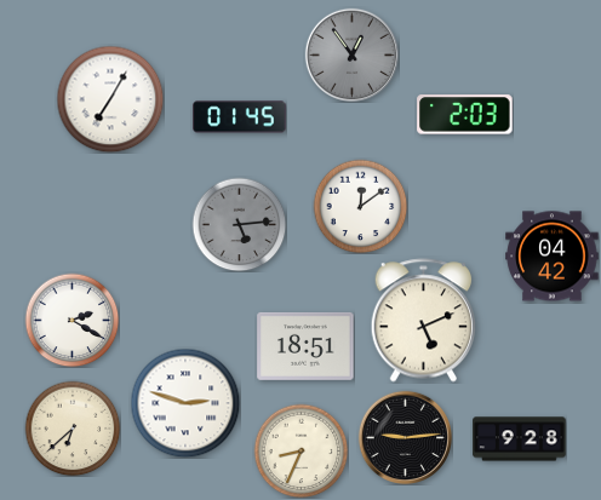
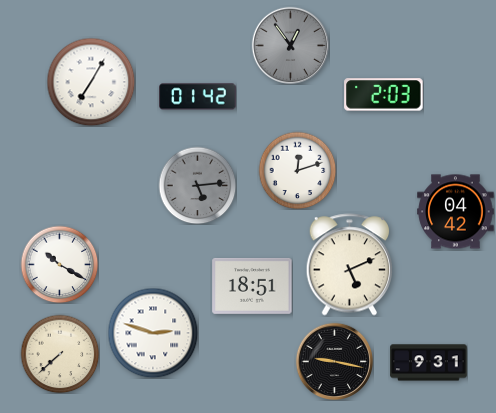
clock at (240, 117): 01:45 -> 01:42
clock at (360, 206): 12:09 -> 12:12
clock at (71, 320): 2:20 -> 10:20
clock at (73, 429): 6:38 -> 7:38
clock at (405, 437): 9:14 -> 9:17
clock at (520, 439): 9:28 -> 9:31
clock at (300, 450): 8:34 -> none
